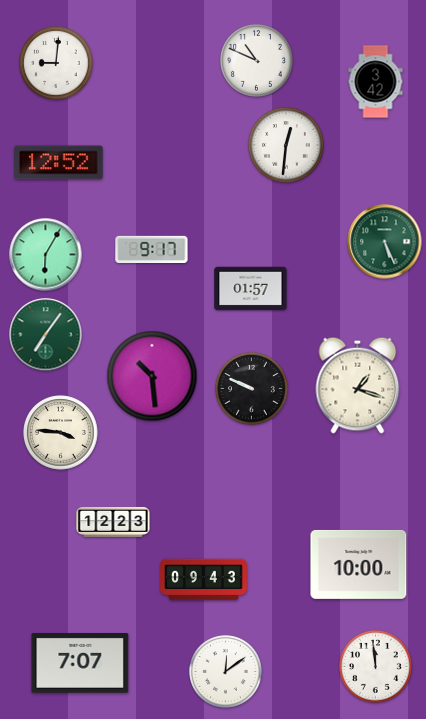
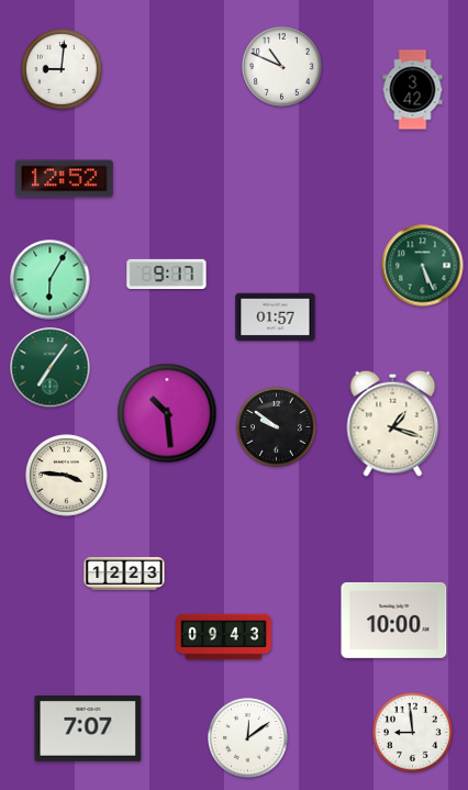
clock at (286, 145): 12:31 -> none
clock at (252, 389): 9:49 -> 9:51
clock at (376, 667): 11:59 -> 8:59
